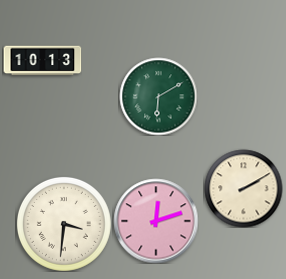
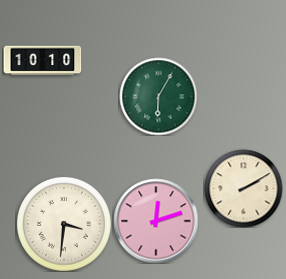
clock at (42, 61): 10:13 -> 10:10
clock at (158, 96): 6:10 -> 6:05
